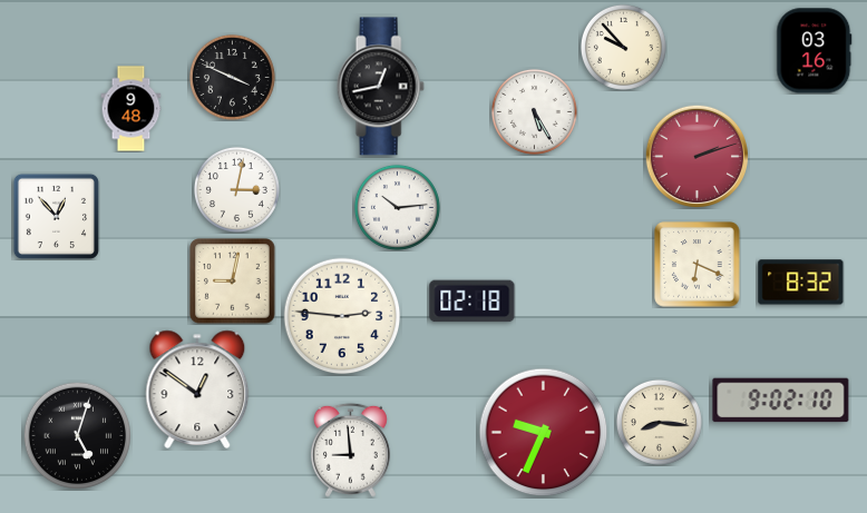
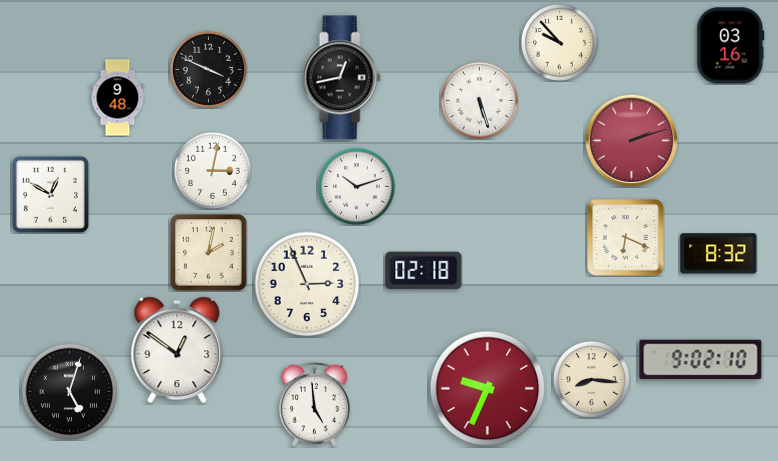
clock at (534, 111): 5:25 -> 5:27
clock at (696, 156) position: (696, 156) -> (631, 140)
clock at (397, 207): 10:14 -> 10:12
clock at (56, 216): 12:53 -> 12:50
clock at (233, 282): 9:02 -> 2:02
clock at (342, 316): 2:46 -> 2:56
clock at (350, 450): 8:59 -> 4:59
